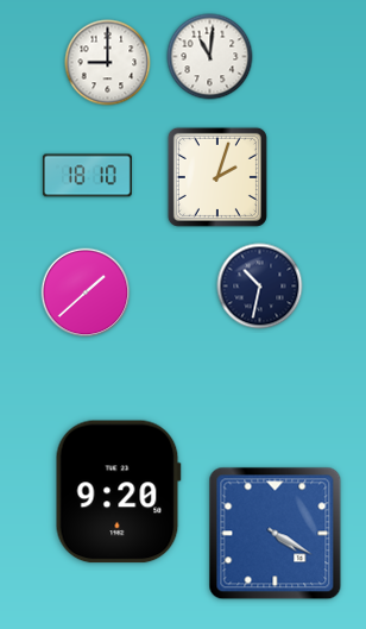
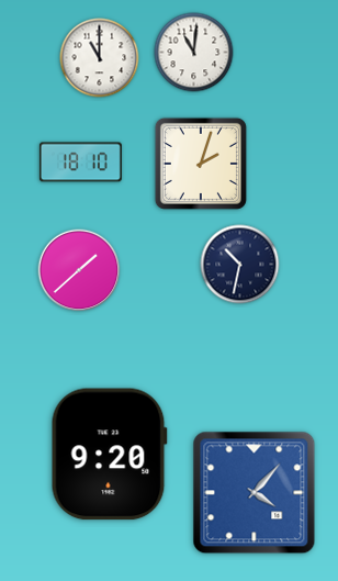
clock at (108, 63): 9:00 -> 11:00
clock at (276, 534): 4:20 -> 4:07
